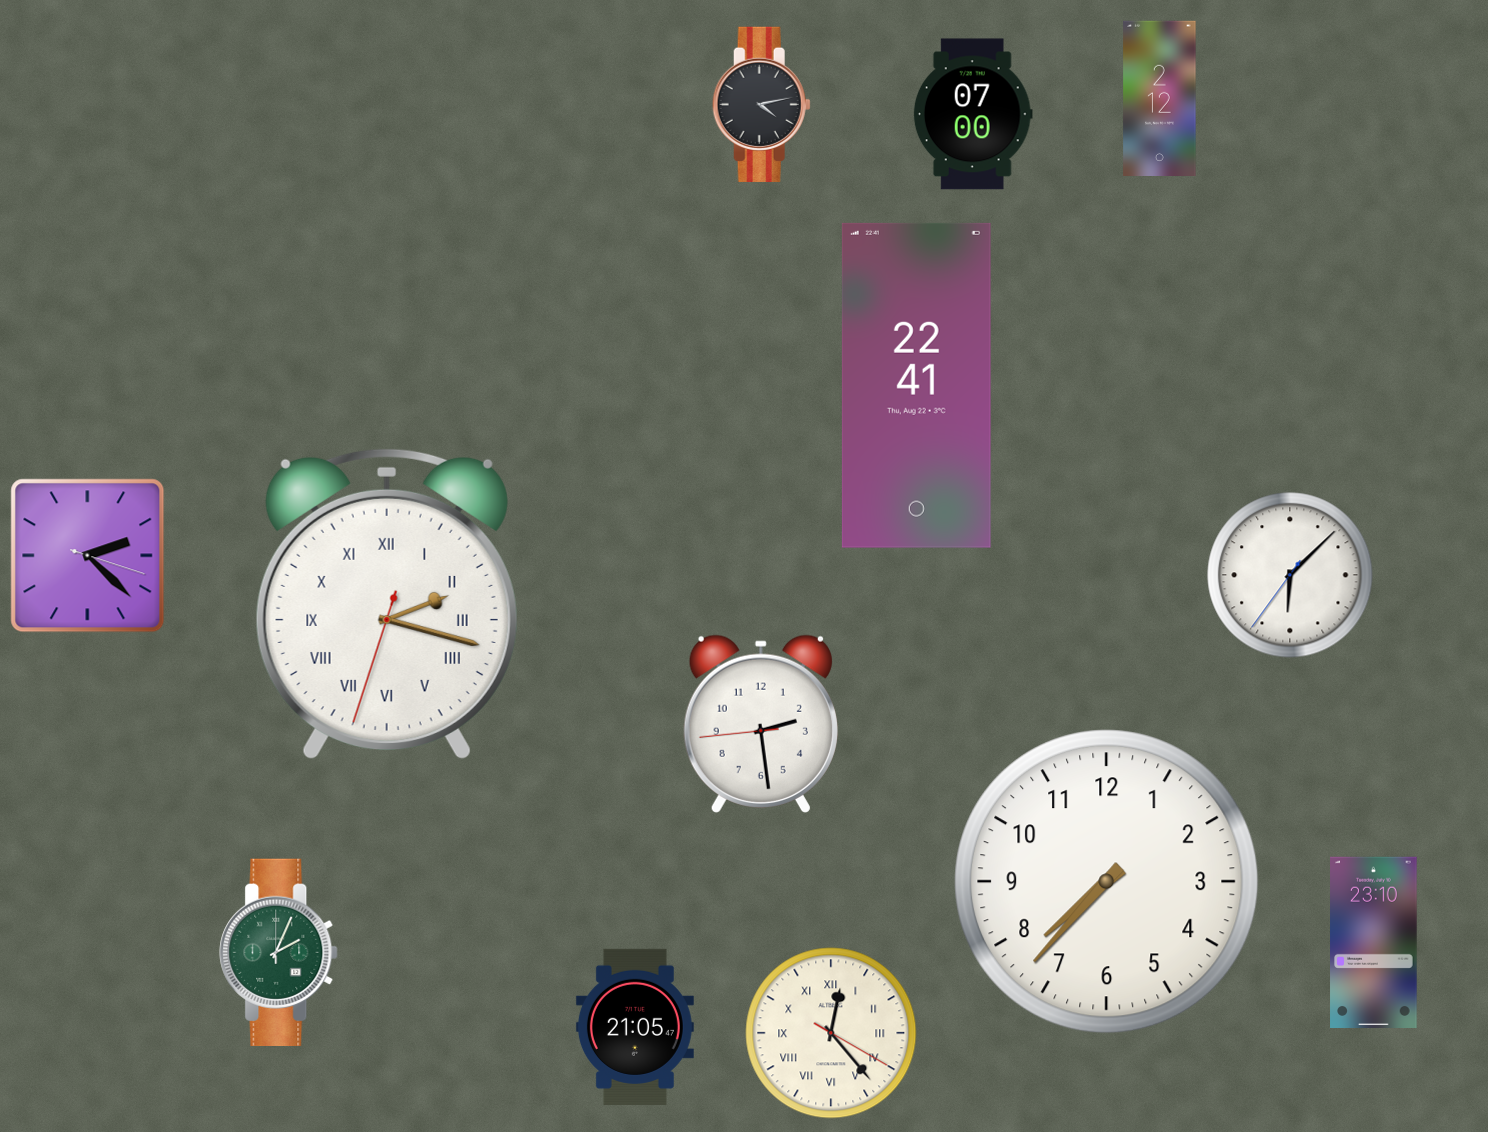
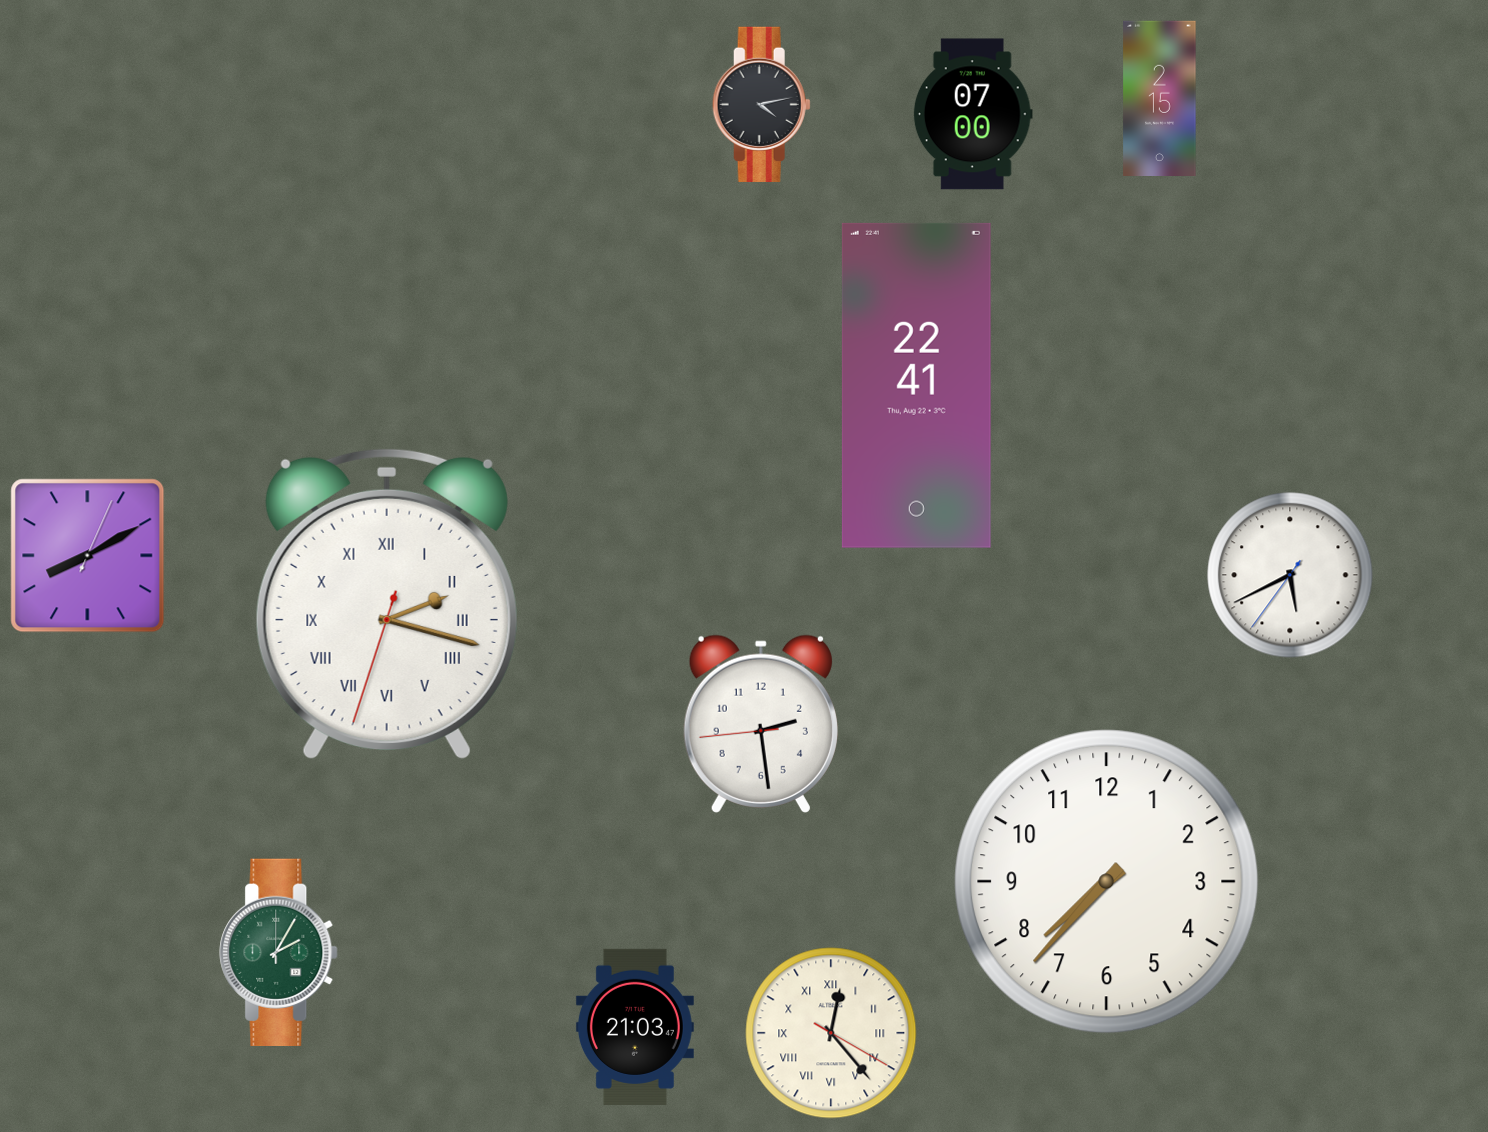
clock at (1160, 98): 2:12 -> 2:15
clock at (88, 556): 2:22 -> 8:10
clock at (1290, 575): 6:07 -> 5:40
clock at (1374, 942): 23:10 -> none
clock at (279, 952): 2:04 -> 2:05
clock at (635, 1027): 21:05 -> 21:03
